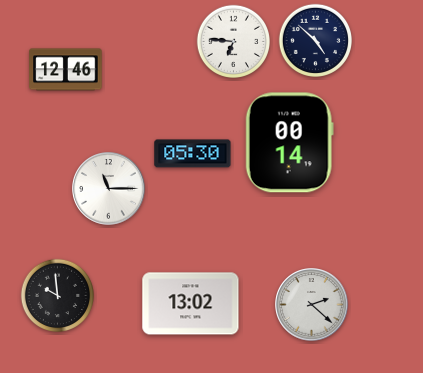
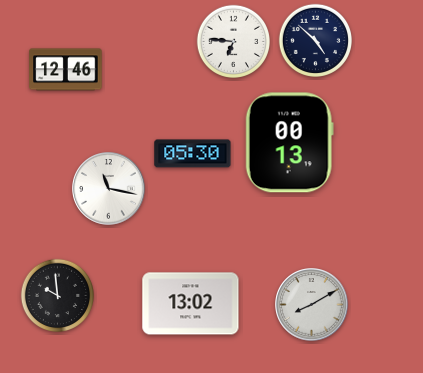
clock at (289, 143): 00:14 -> 00:13
clock at (109, 189): 11:15 -> 11:17
clock at (312, 305): 2:22 -> 8:10
